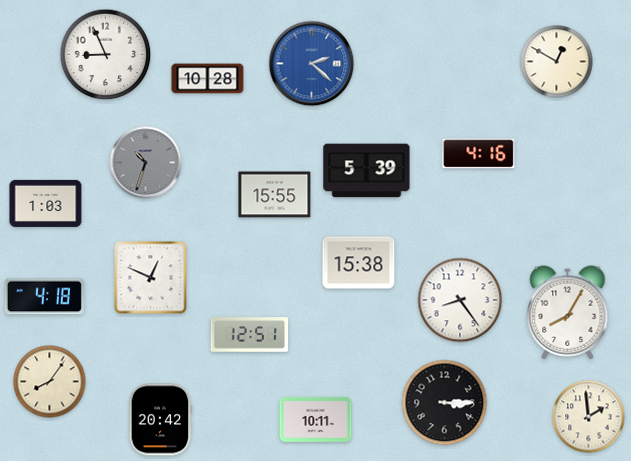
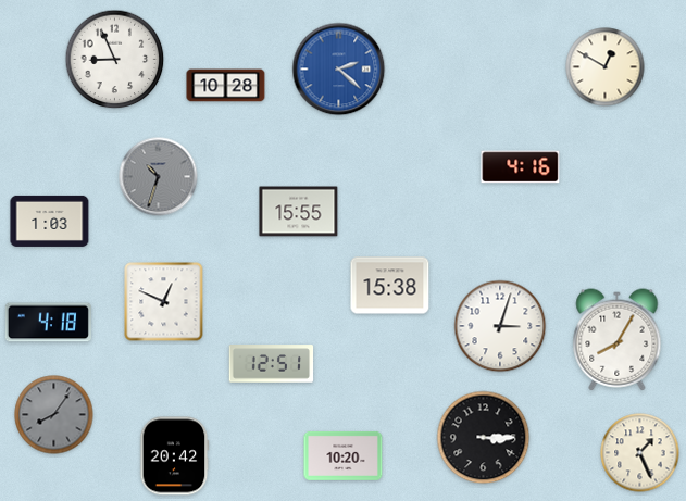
clock at (367, 171): 5:39 -> none
clock at (460, 300): 8:24 -> 3:03
clock at (50, 382) dial: cream -> grey
clock at (589, 417): 1:59 -> 1:26
clock at (316, 420): 10:11 -> 10:20
